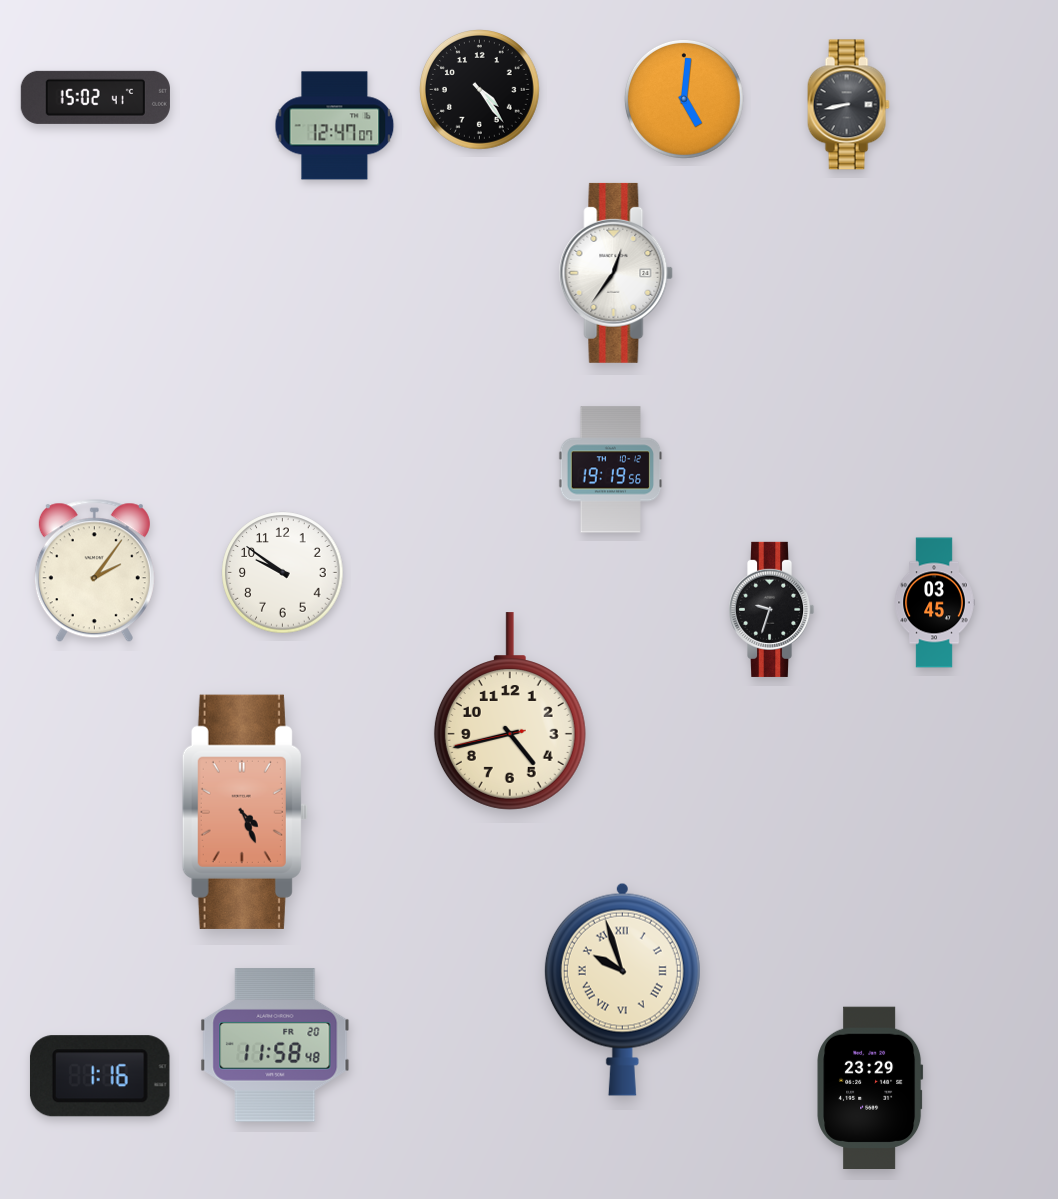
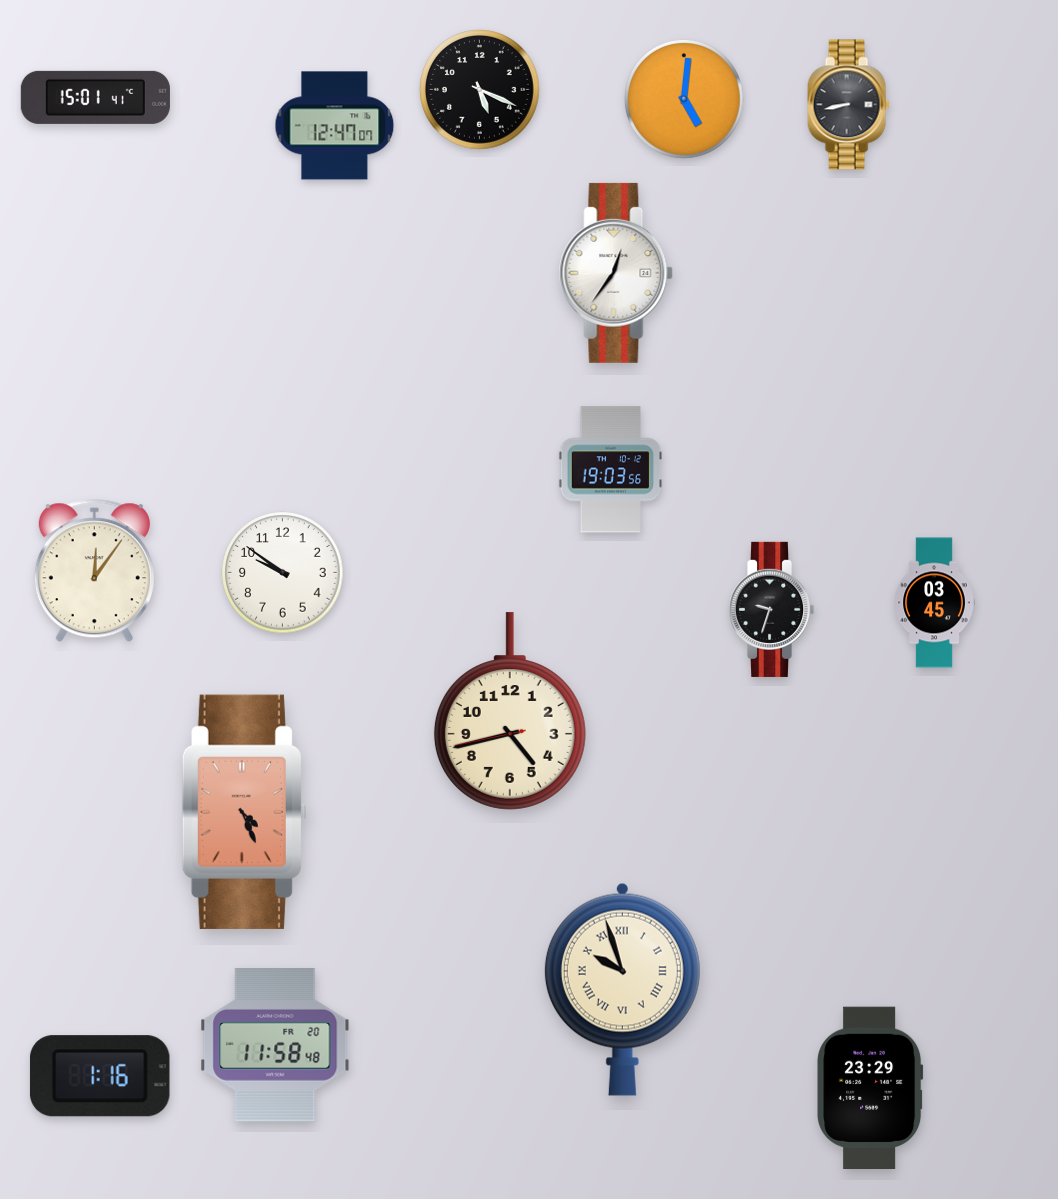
clock at (480, 90): 4:24 -> 5:19
clock at (95, 97): 15:02 -> 15:01
clock at (611, 470): 19:19 -> 19:03
clock at (94, 571): 2:06 -> 12:06
